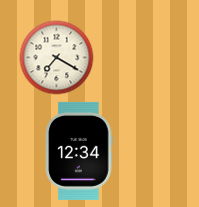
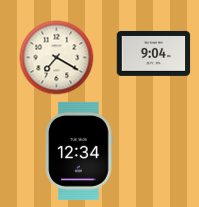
clock at (154, 53): none -> 9:04
